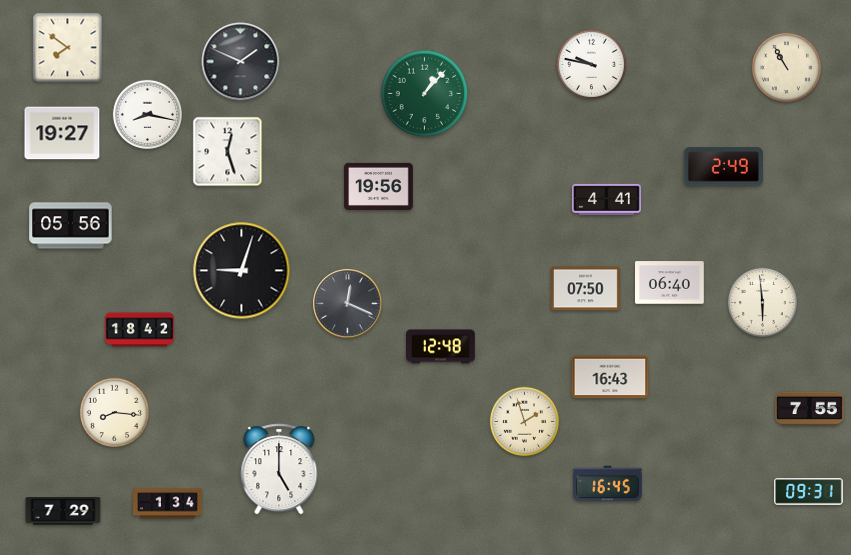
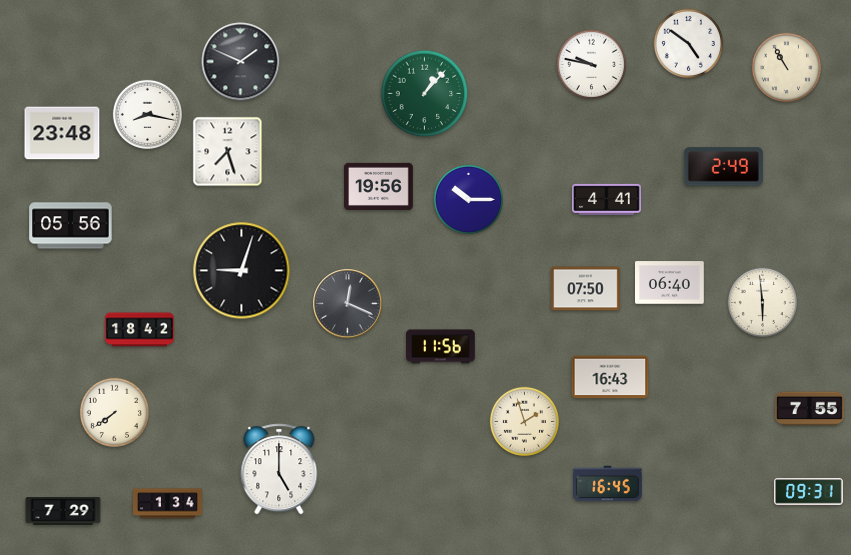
clock at (688, 43): none -> 4:51
clock at (68, 48): 7:51 -> none
clock at (62, 133): 19:27 -> 23:48
clock at (228, 152): 12:27 -> 7:27
clock at (468, 199): none -> 10:15
clock at (441, 347): 12:48 -> 11:56
clock at (114, 412): 8:16 -> 7:39
